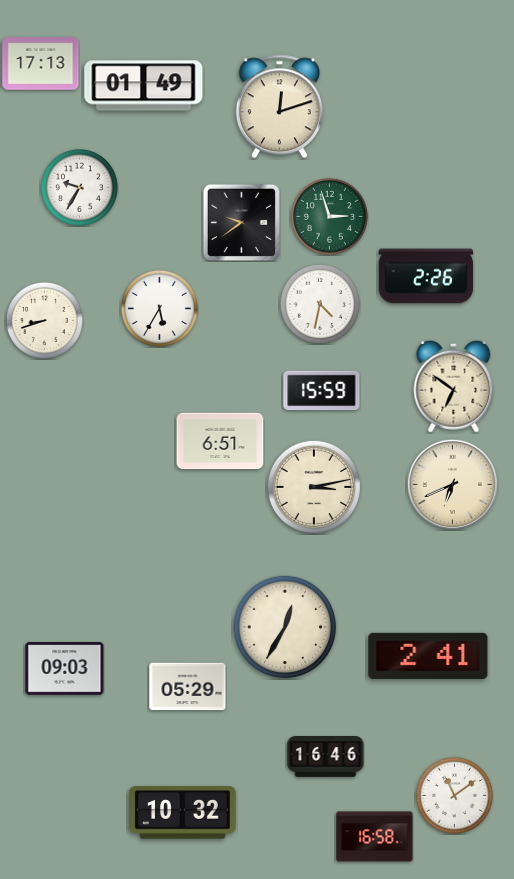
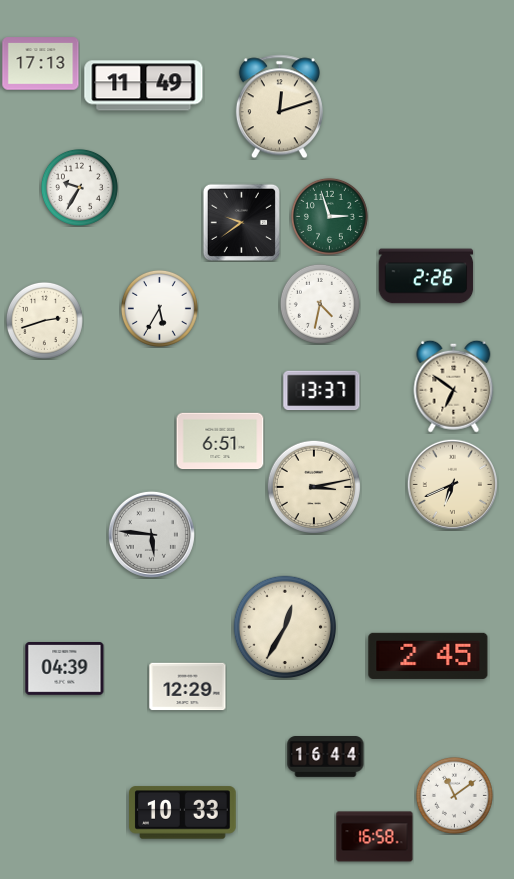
clock at (144, 86): 01:49 -> 11:49
clock at (44, 320): 8:42 -> 2:42
clock at (322, 391): 15:59 -> 13:37
clock at (151, 534): none -> 5:46
clock at (428, 656): 2:41 -> 2:45
clock at (65, 669): 09:03 -> 04:39
clock at (188, 687): 05:29 -> 12:29
clock at (326, 757): 16:46 -> 16:44
clock at (183, 813): 10:32 -> 10:33
